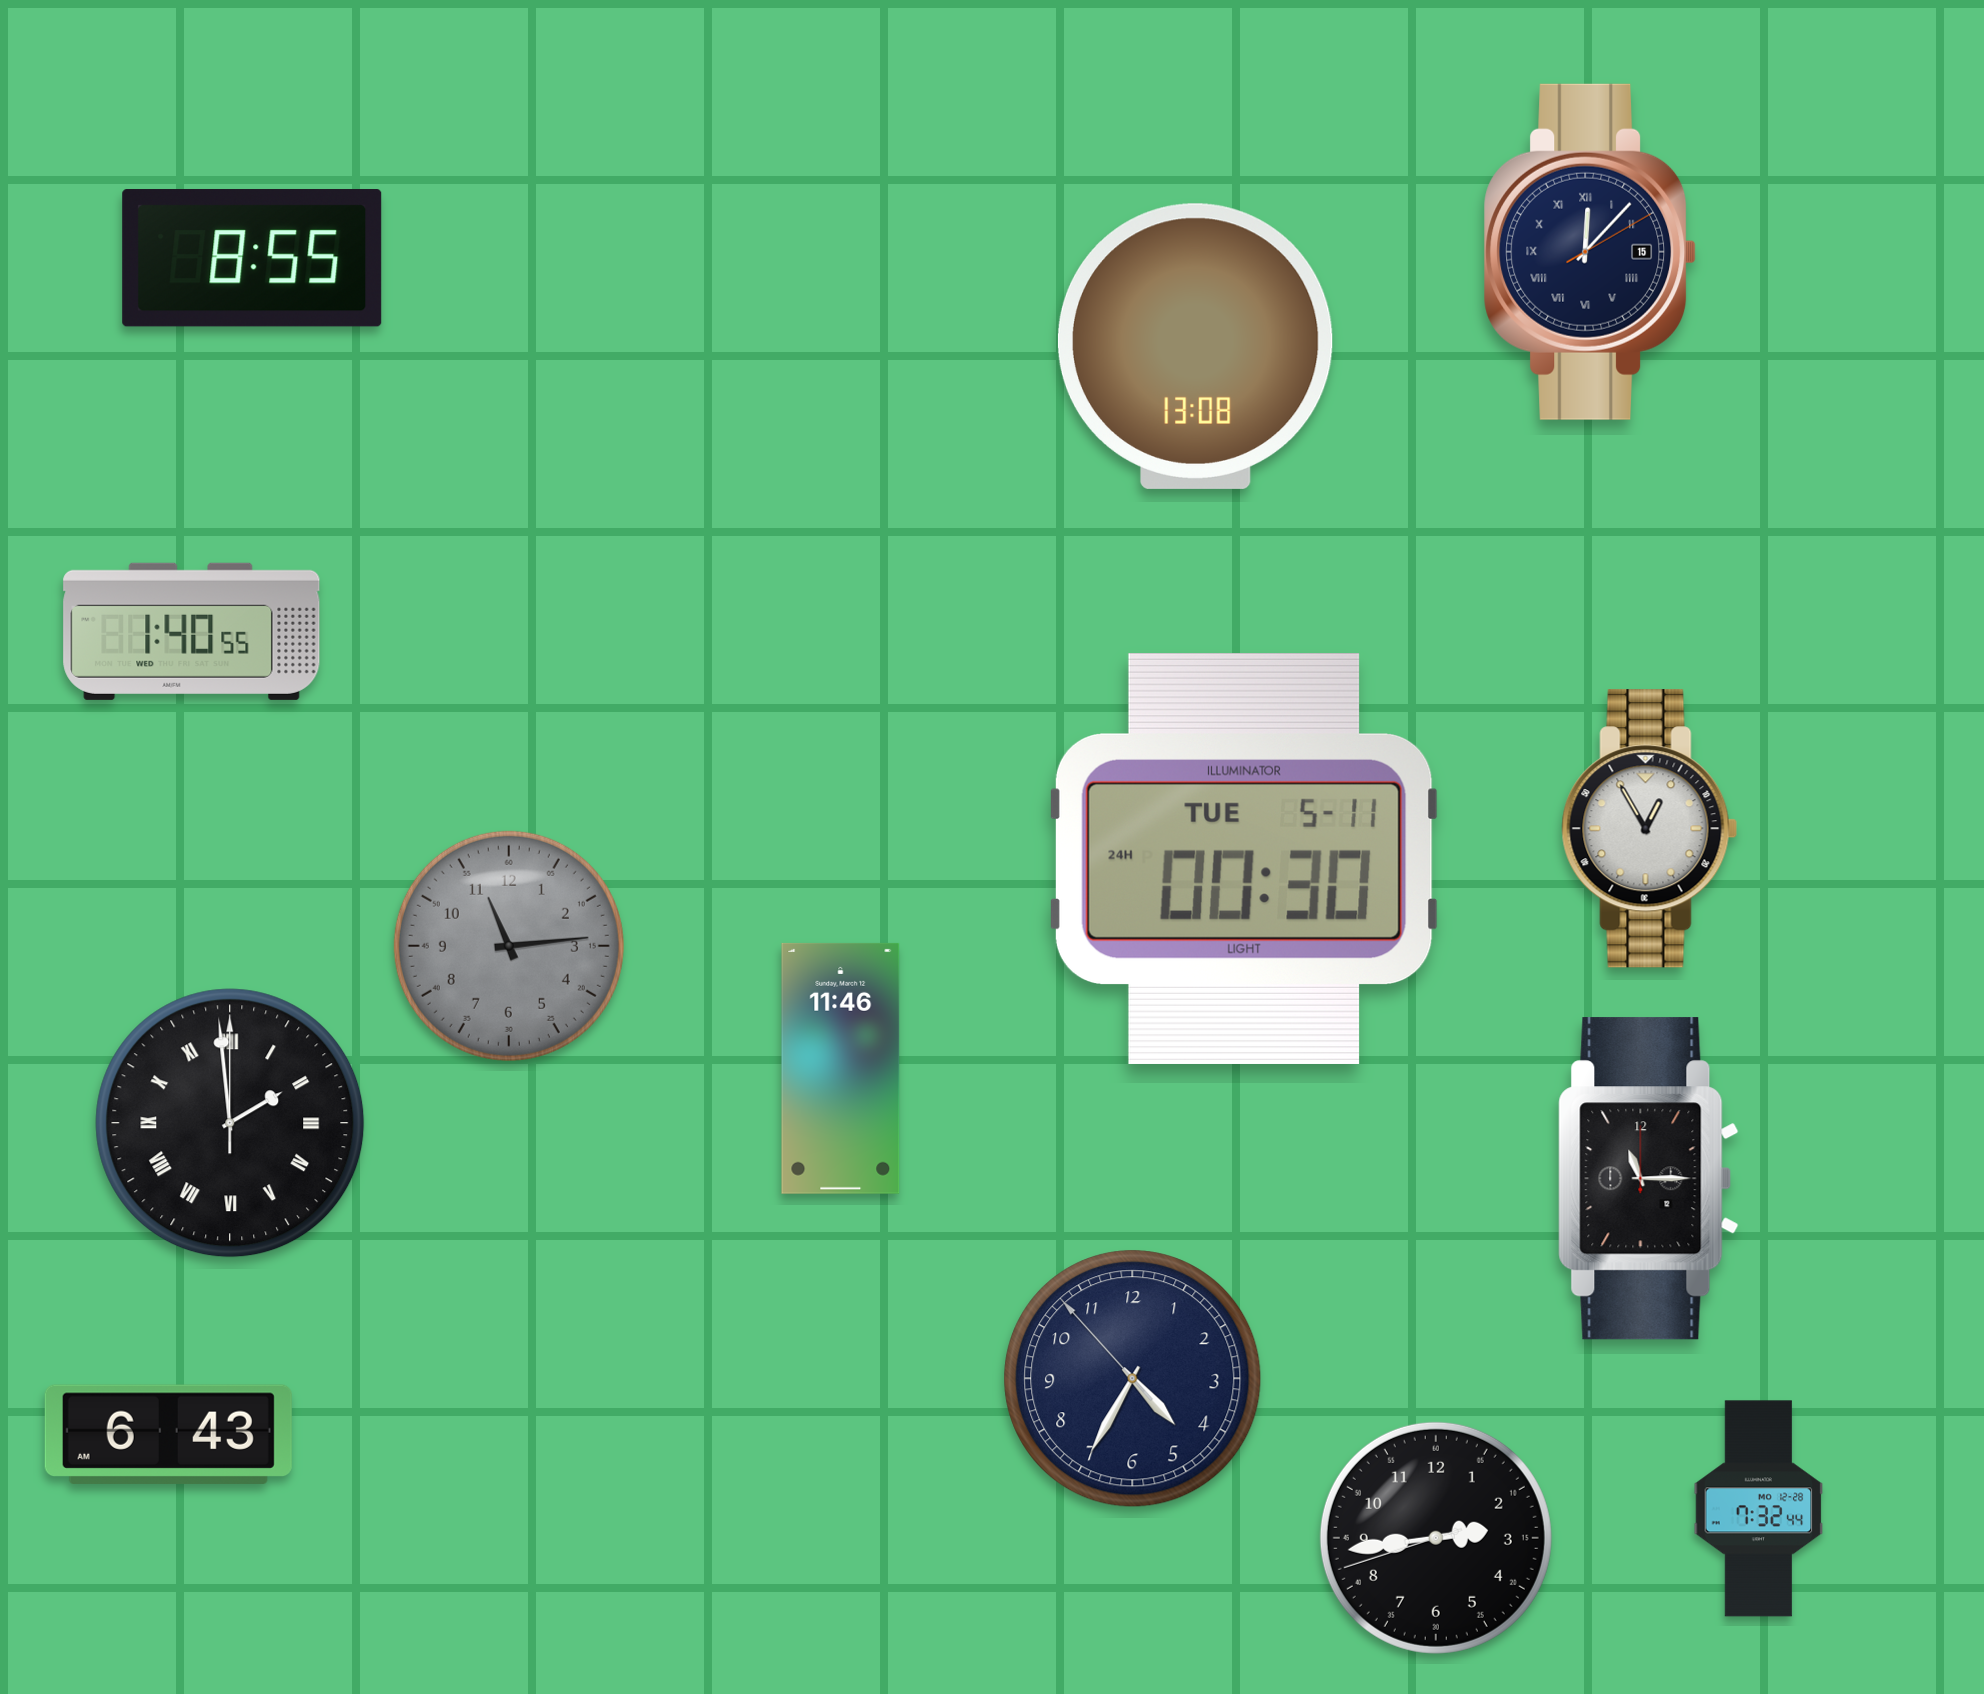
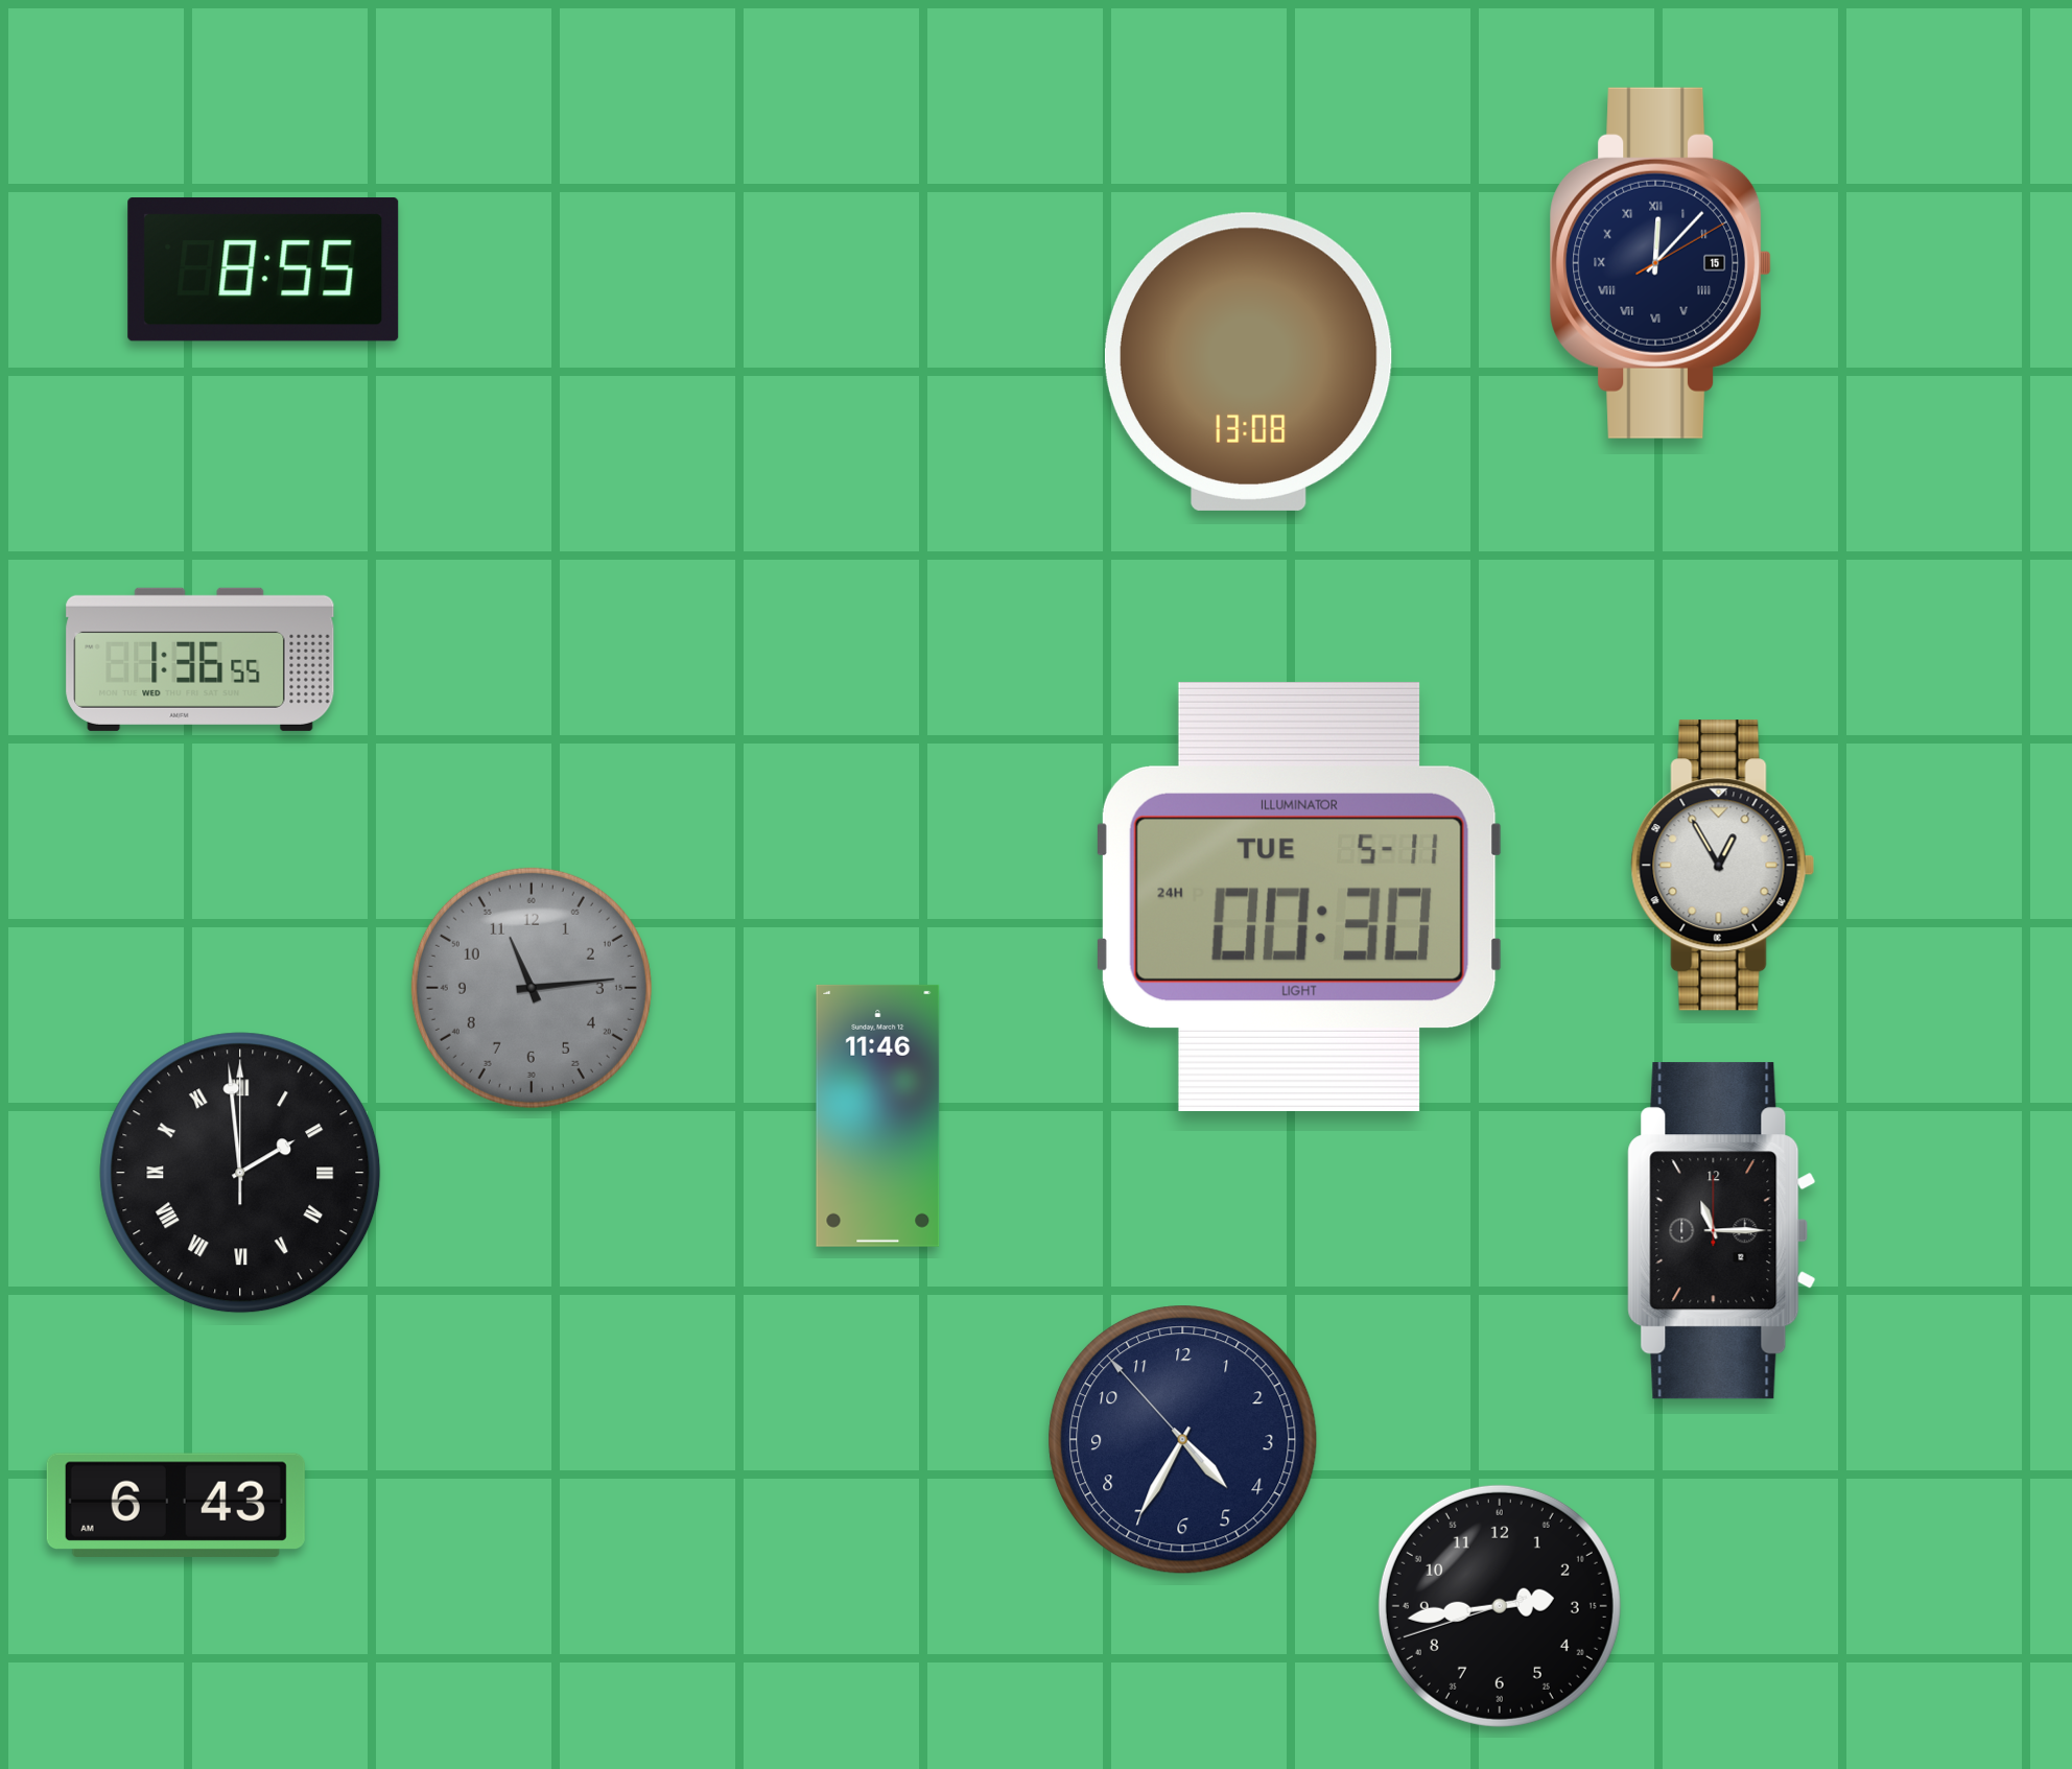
clock at (192, 631): 1:40 -> 1:36
clock at (168, 1434) position: (168, 1434) -> (175, 1505)
clock at (1759, 1509): 7:32 -> none
